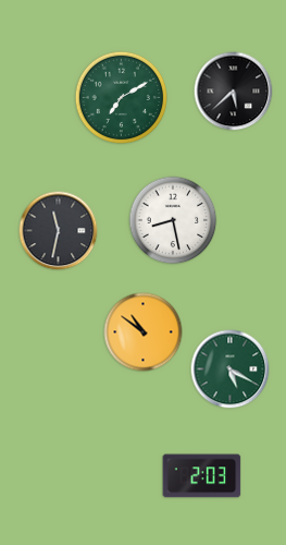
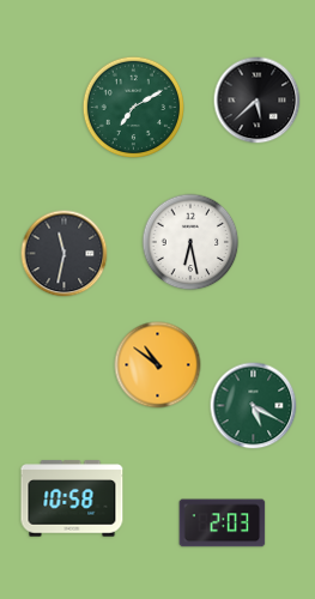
clock at (173, 220): 8:28 -> 6:28
clock at (72, 498): none -> 10:58
